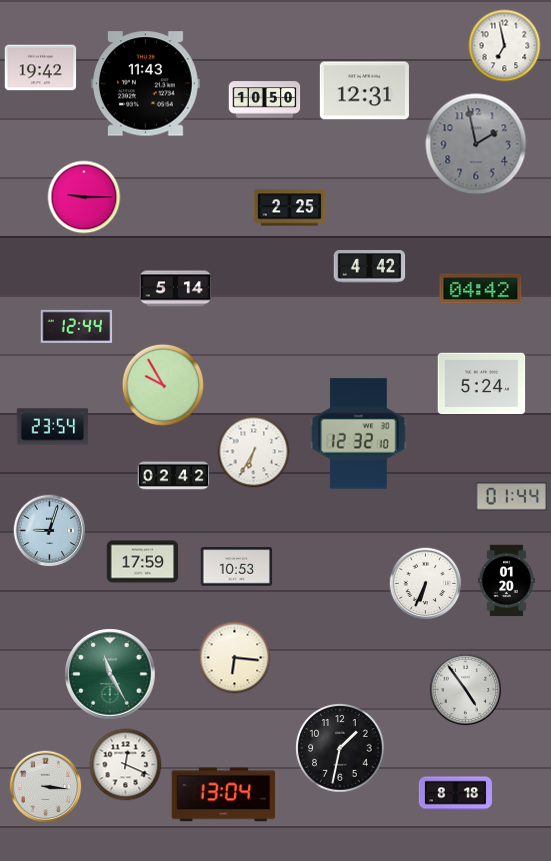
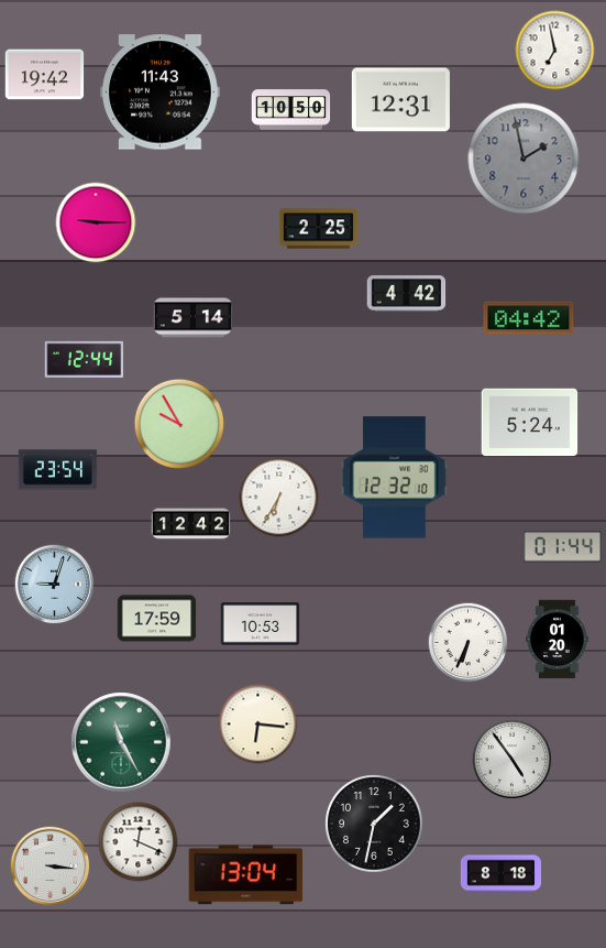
clock at (84, 197) position: (84, 197) -> (96, 222)
clock at (174, 476): 02:42 -> 12:42
